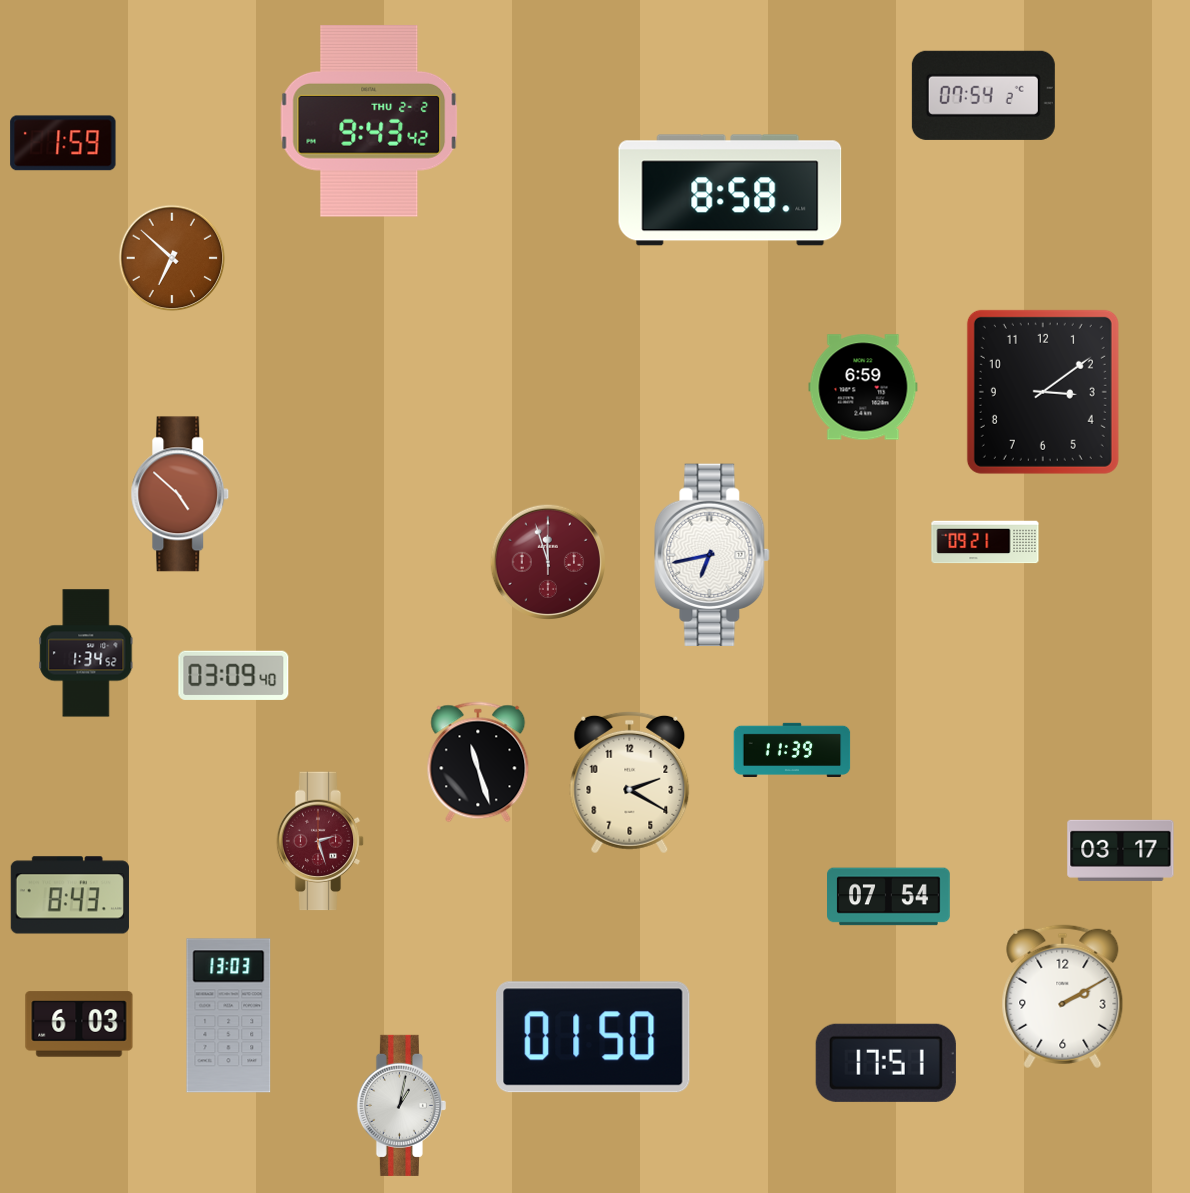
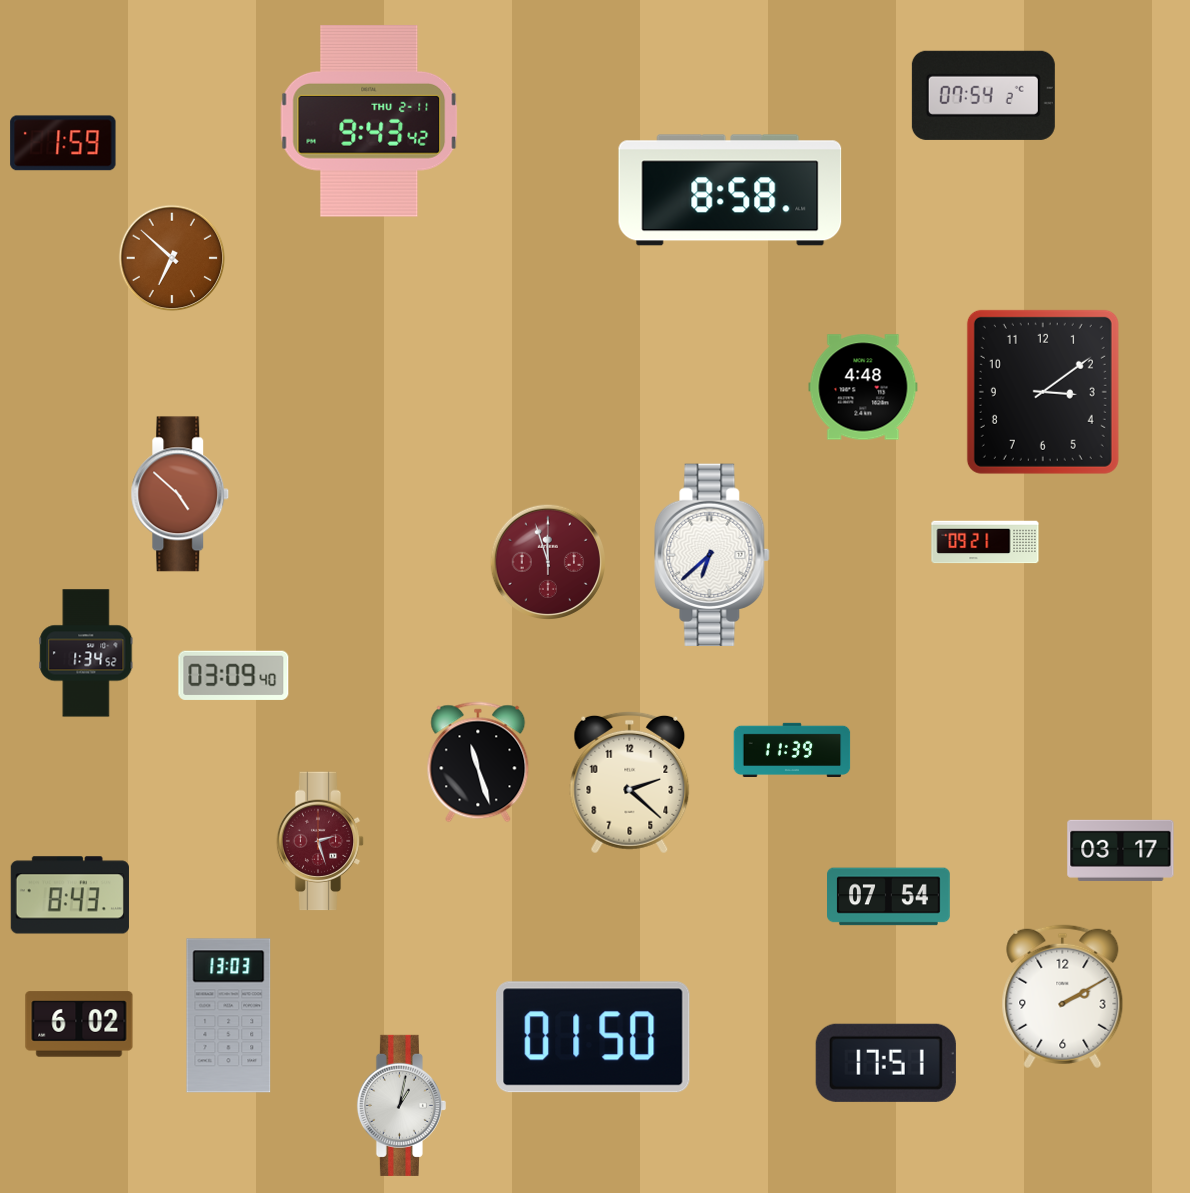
clock at (369, 121) date: THU 2-2 -> THU 2-11
clock at (863, 387): 6:59 -> 4:48
clock at (712, 554): 6:43 -> 6:38
clock at (630, 782): 2:20 -> 2:22
clock at (79, 1024): 6:03 -> 6:02
